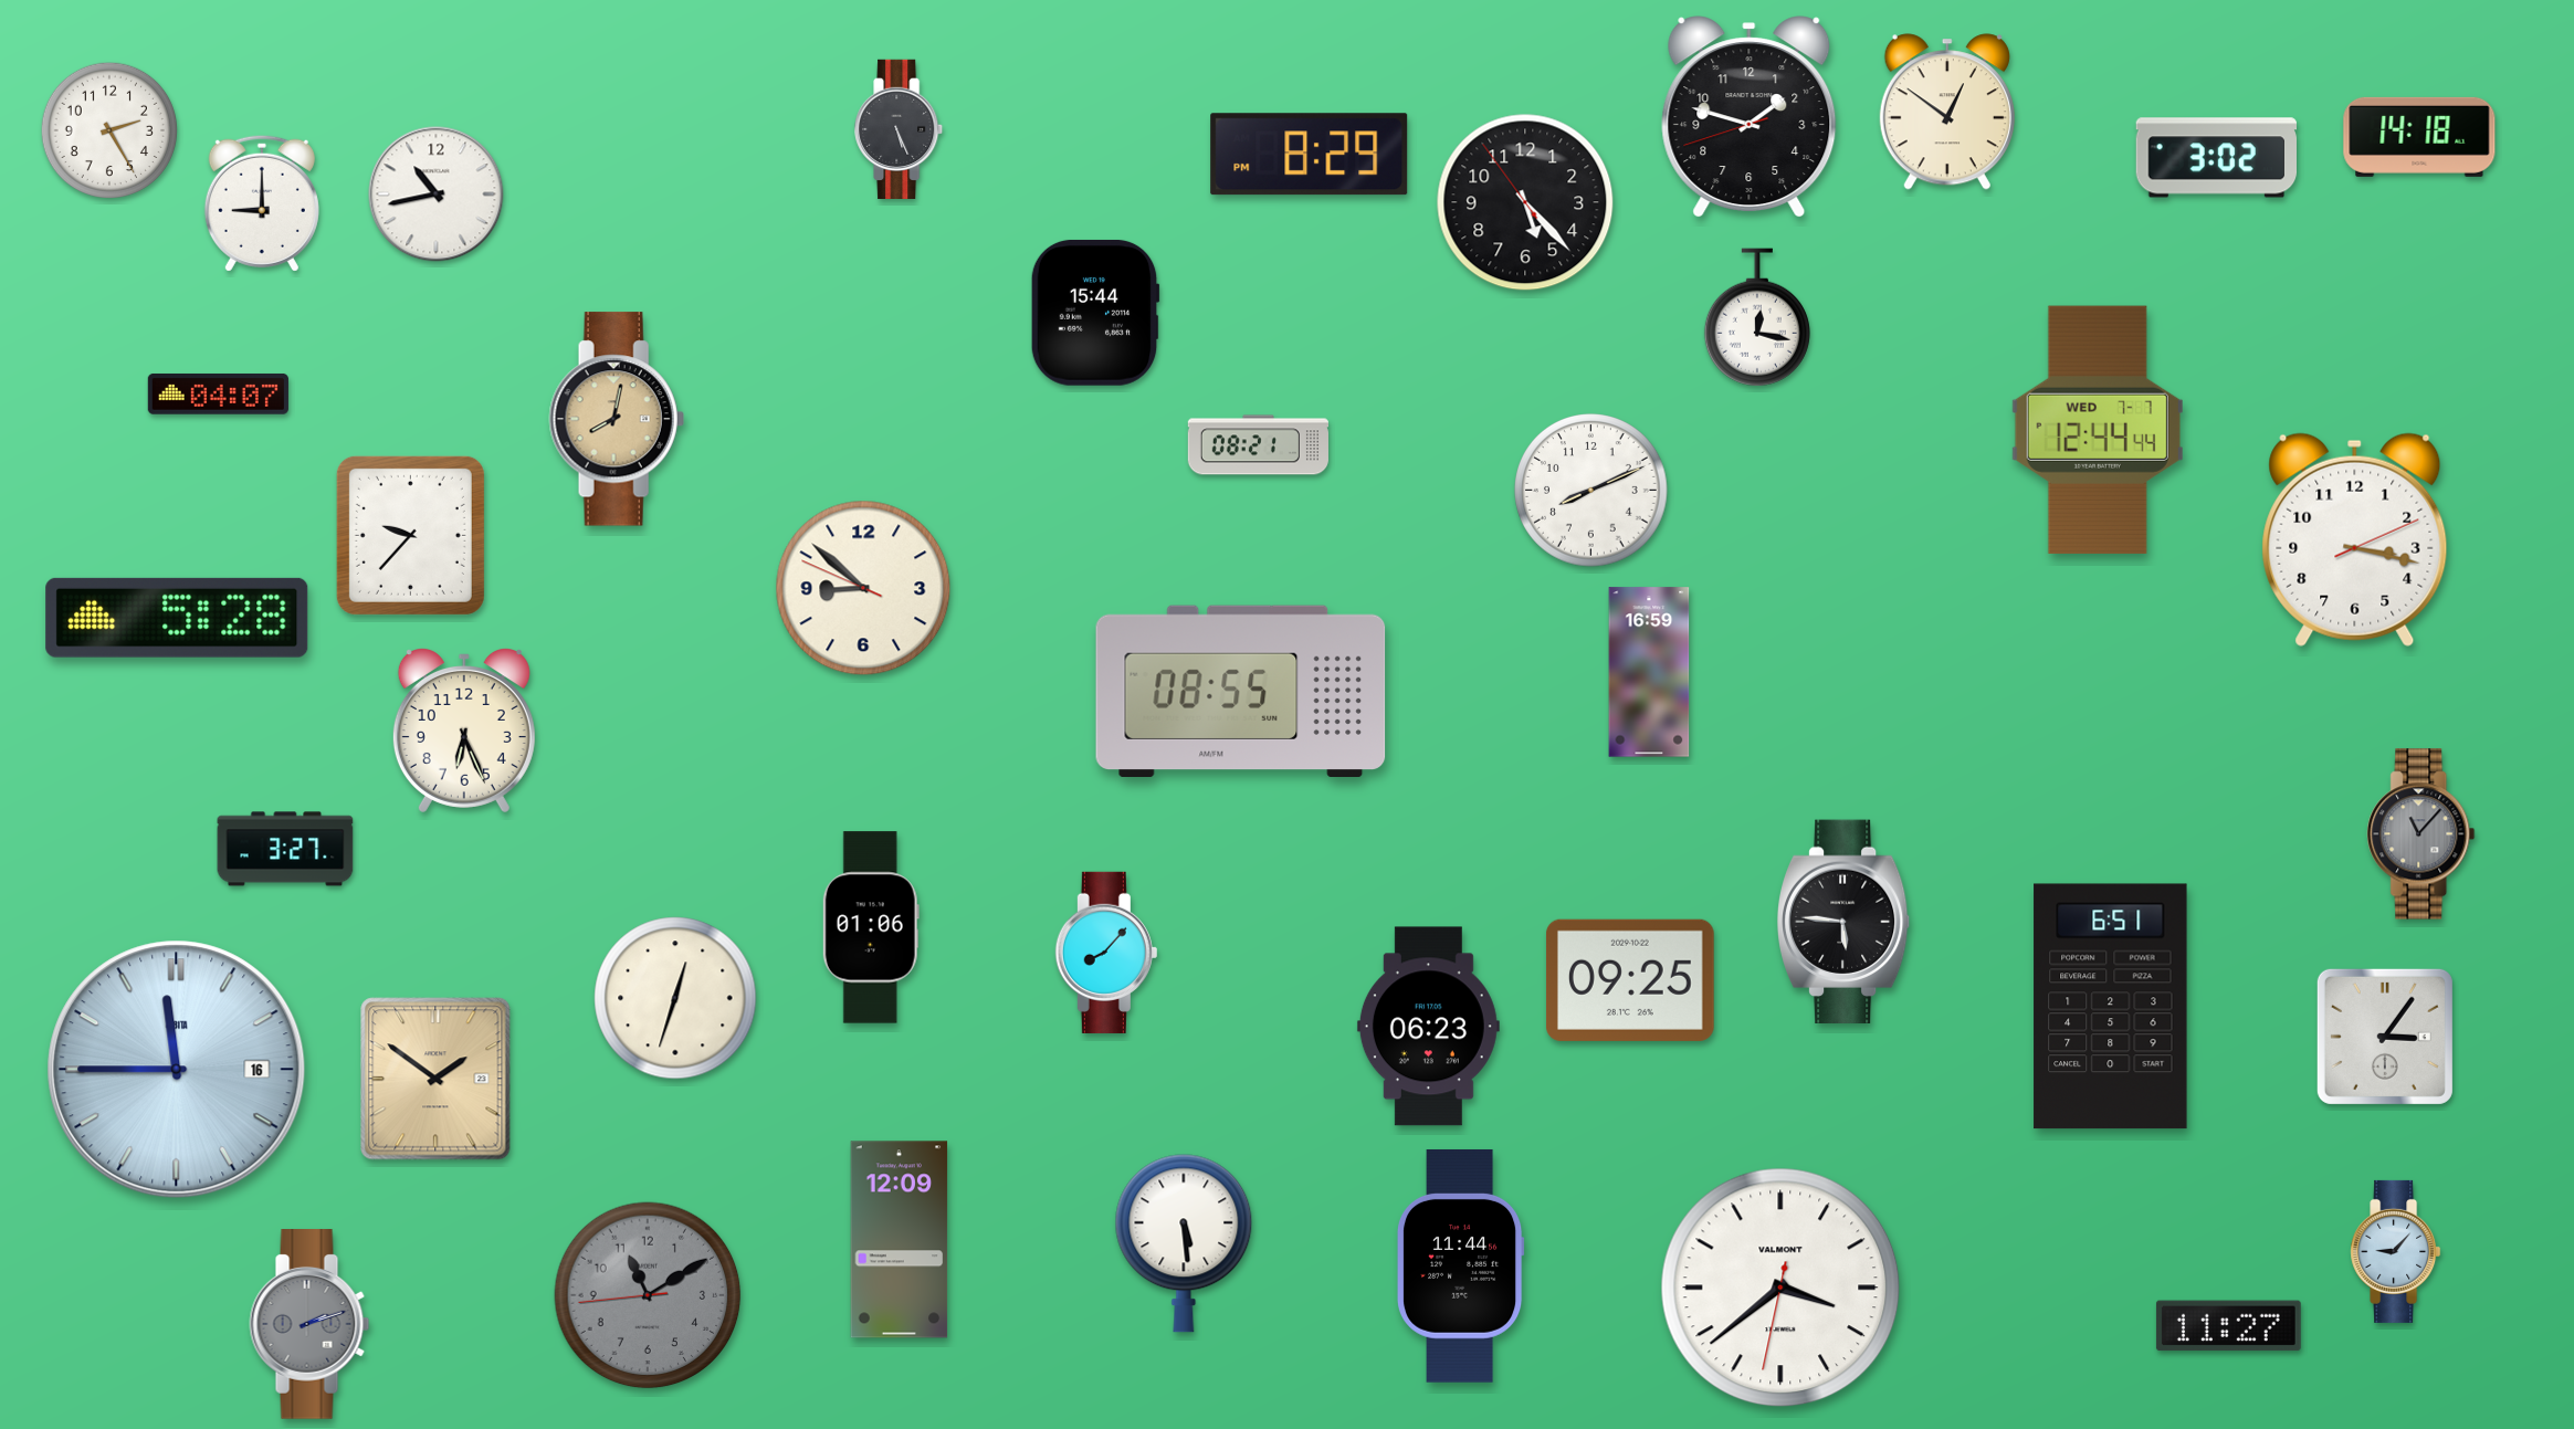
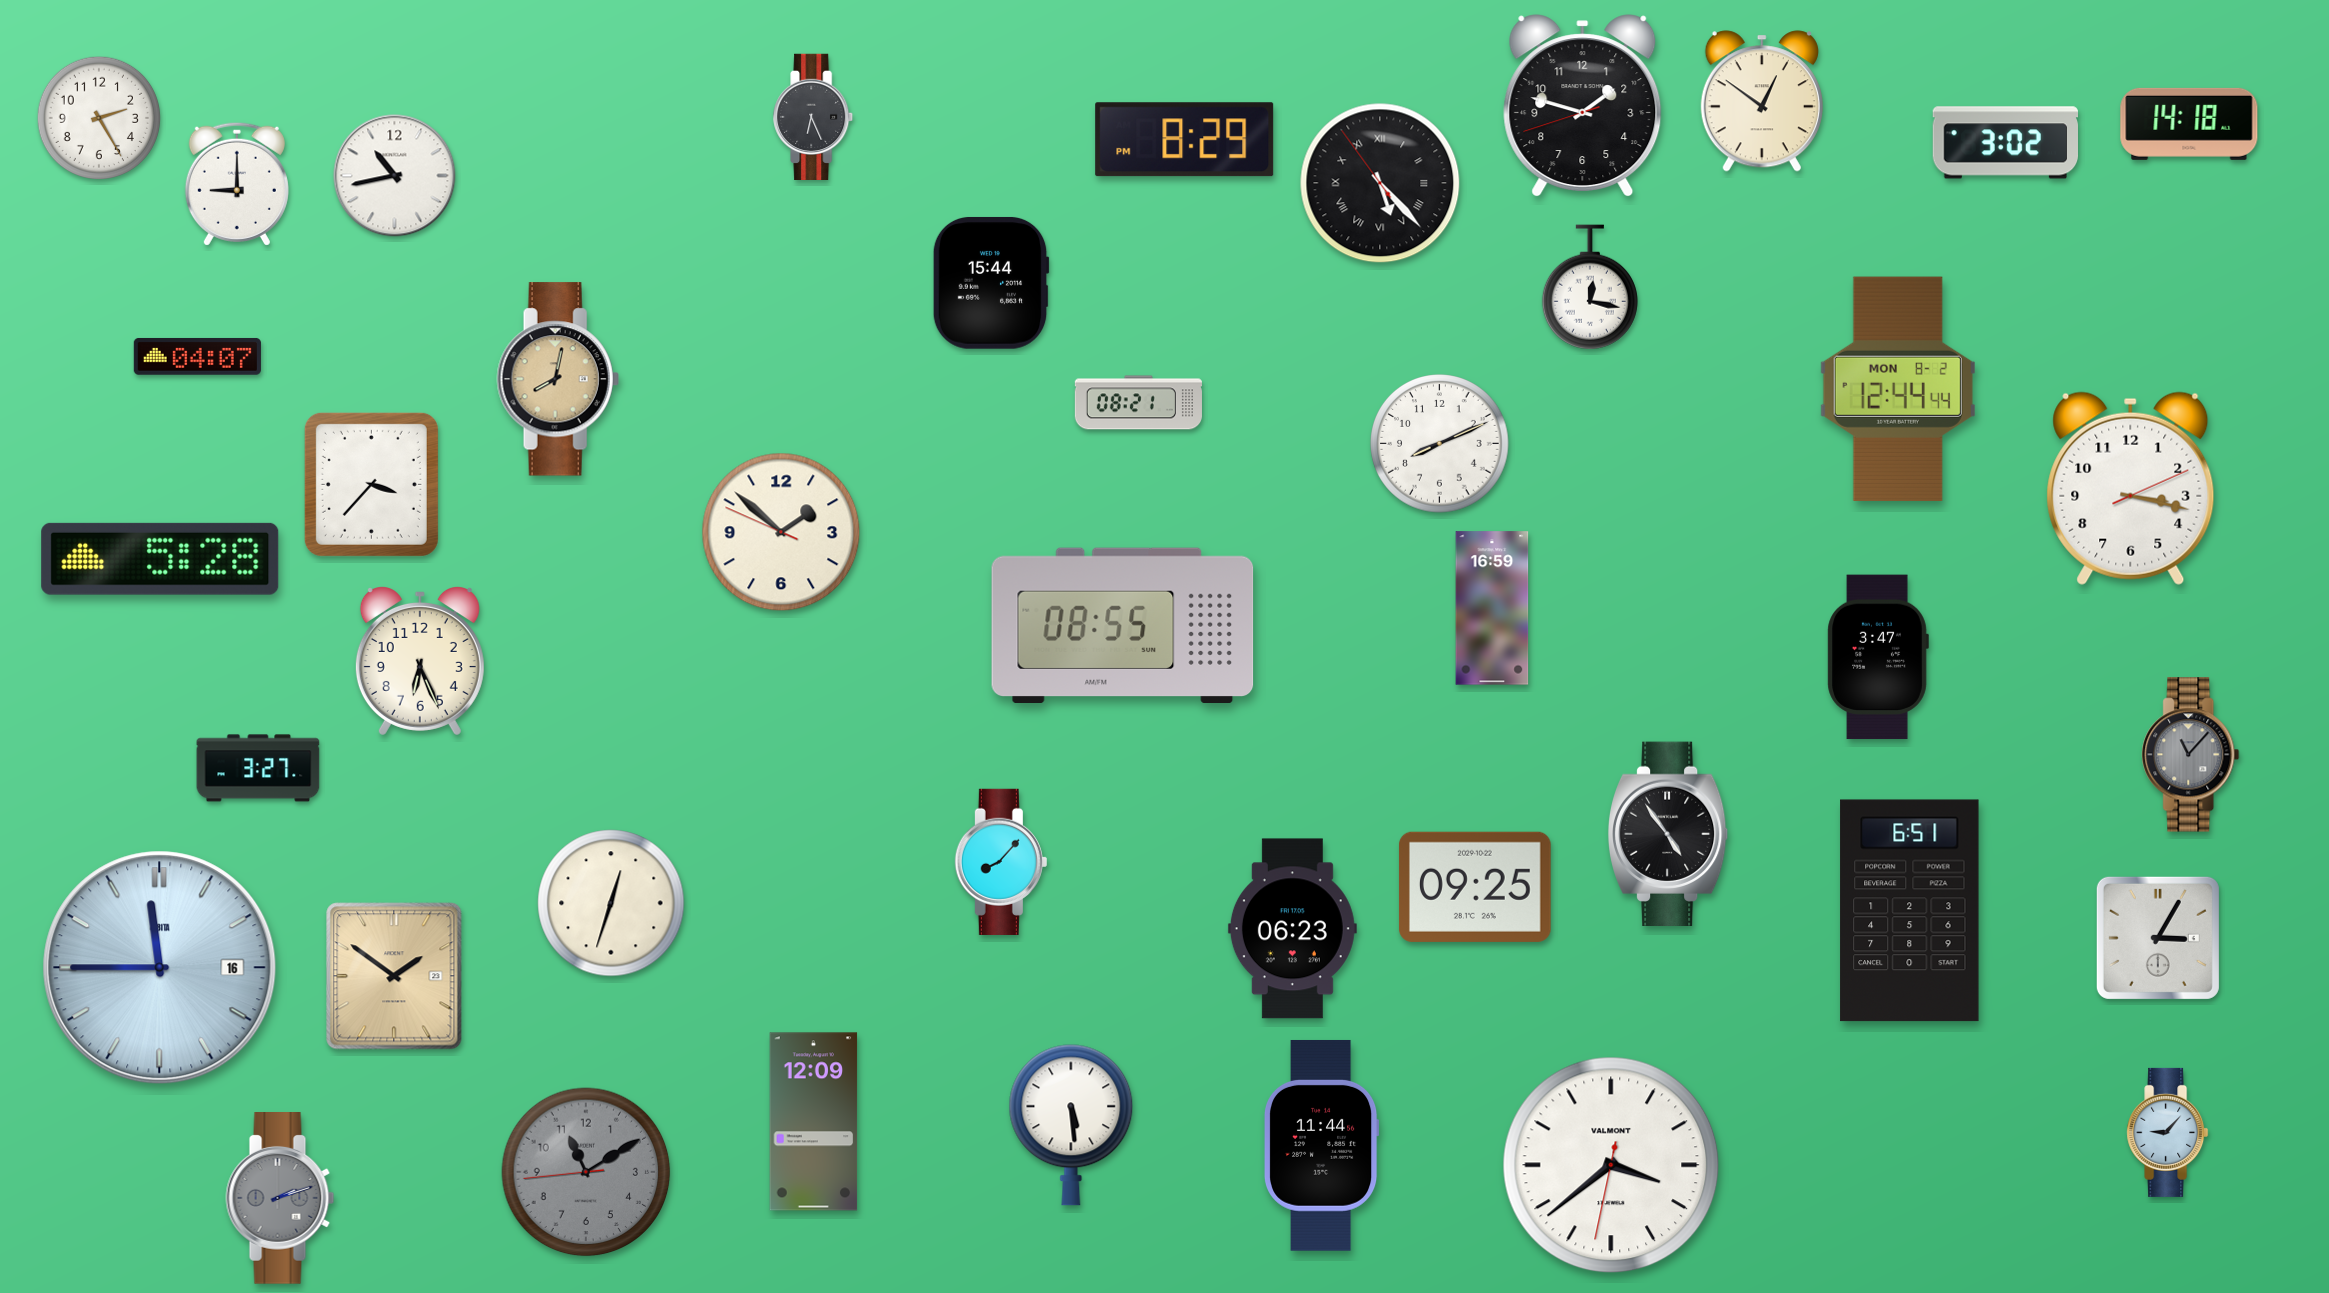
clock at (900, 128): 5:26 -> 6:26
clock at (1525, 202) numerals: Arabic -> Roman
clock at (2098, 430) date: WED 7-7 -> MON 8-2
clock at (410, 535): 9:37 -> 3:37
clock at (863, 588): 8:51 -> 1:51
clock at (1878, 657): none -> 3:47
clock at (1843, 921): 5:46 -> 4:54
clock at (871, 927): 01:06 -> none
clock at (2385, 1037): 3:06 -> 3:05
clock at (2228, 1326): 11:27 -> none
